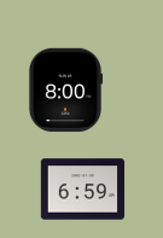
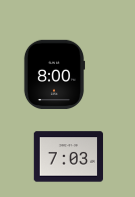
clock at (83, 190): 6:59 -> 7:03
